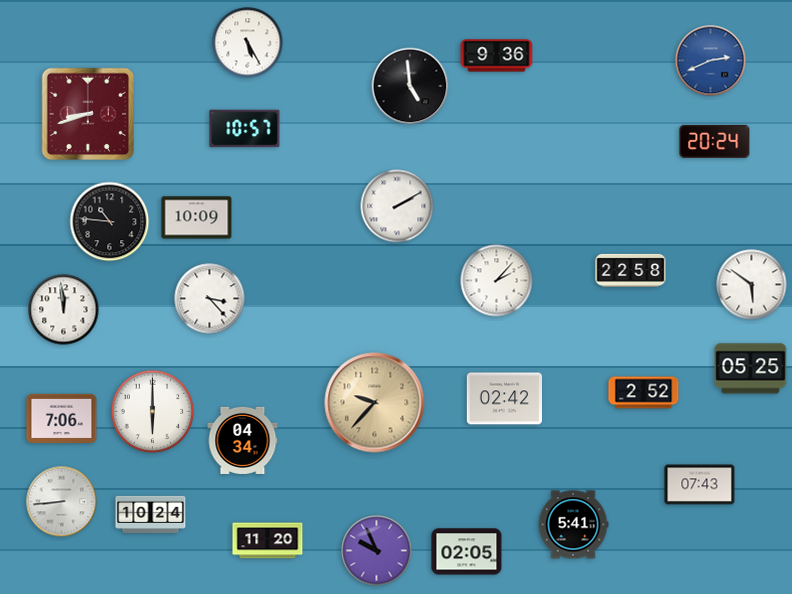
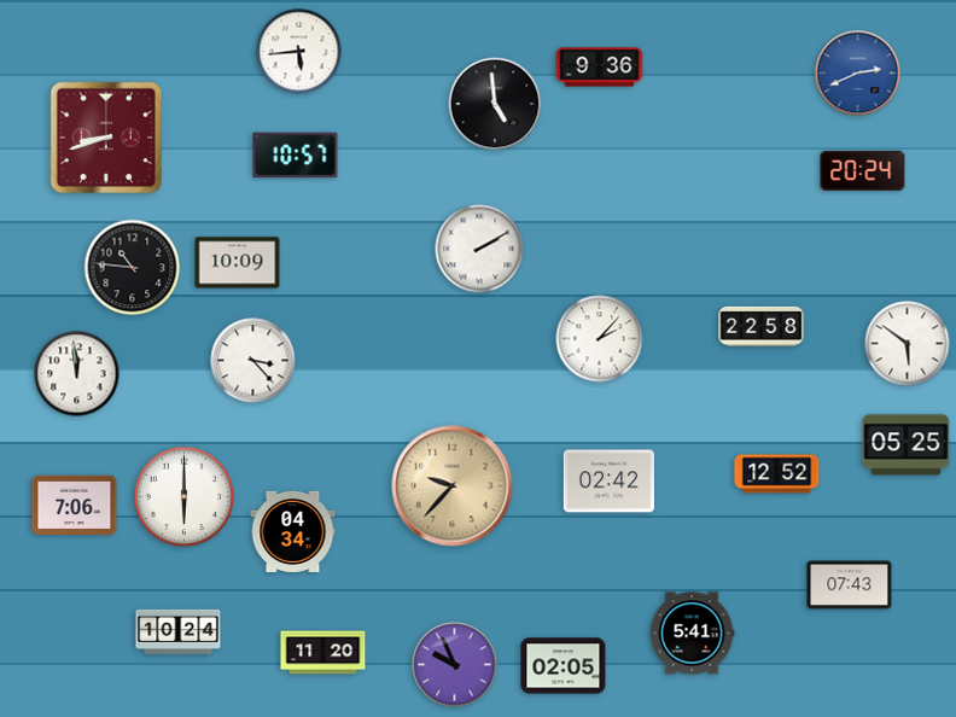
clock at (248, 43): 5:25 -> 5:44
clock at (644, 393): 2:52 -> 12:52
clock at (700, 485) position: (700, 485) -> (850, 585)
clock at (62, 502): 8:44 -> none
clock at (151, 514) position: (151, 514) -> (179, 631)
